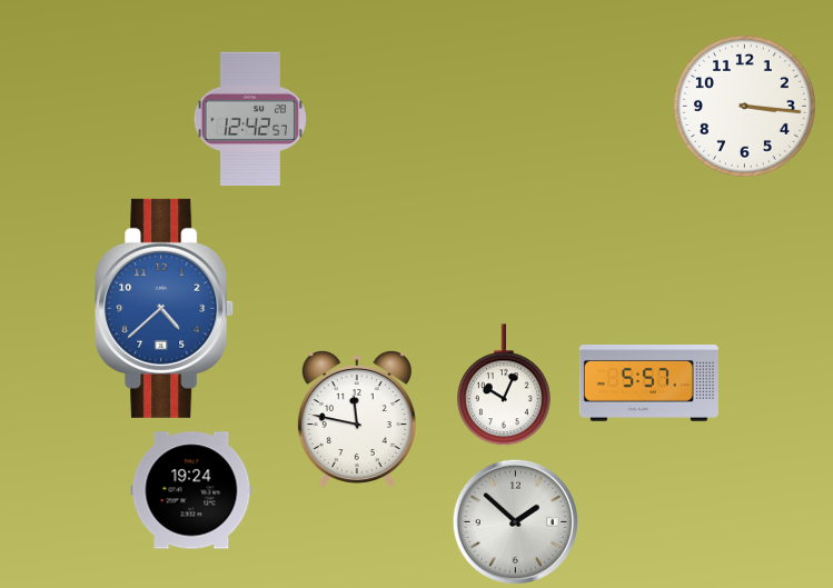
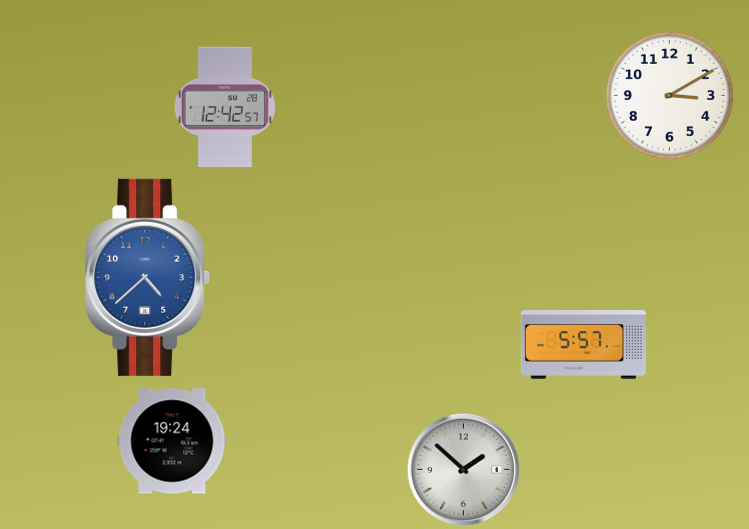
clock at (744, 106): 3:16 -> 3:10
clock at (505, 386): 10:04 -> none
clock at (357, 419): 11:47 -> none
